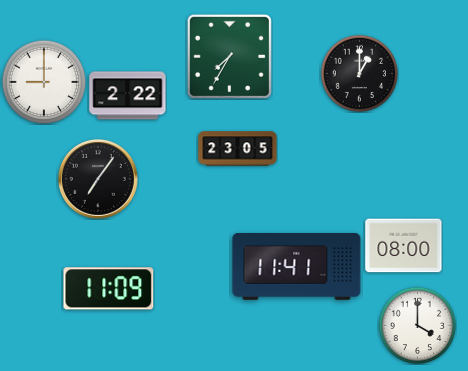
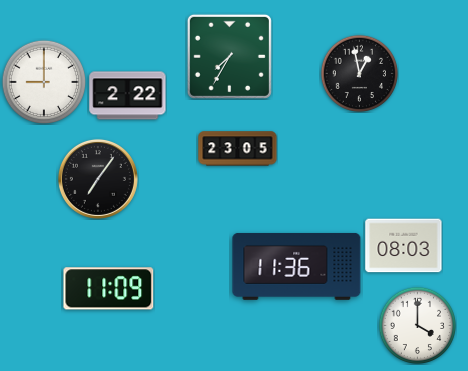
clock at (359, 73): 1:00 -> 12:58
clock at (404, 246): 08:00 -> 08:03
clock at (297, 266): 11:41 -> 11:36
